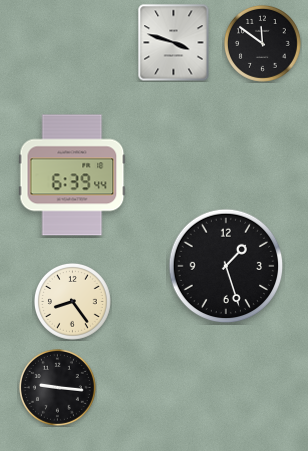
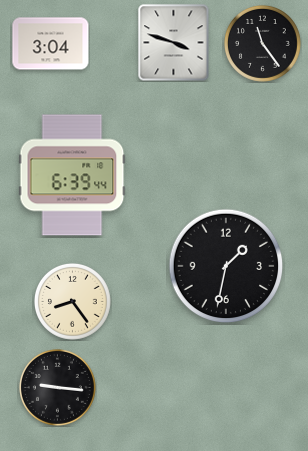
clock at (262, 43): 11:51 -> 11:24
clock at (51, 44): none -> 3:04
clock at (226, 266): 1:27 -> 1:32
